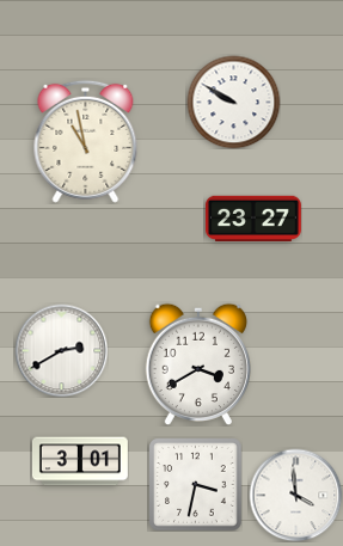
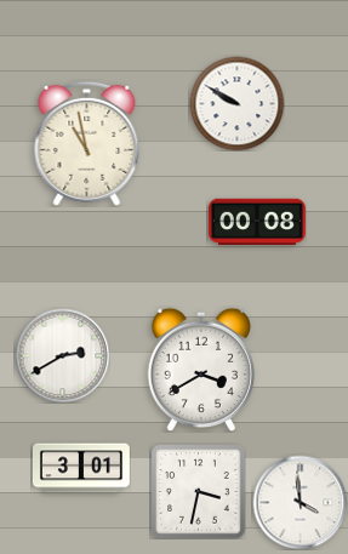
clock at (253, 219): 23:27 -> 00:08
